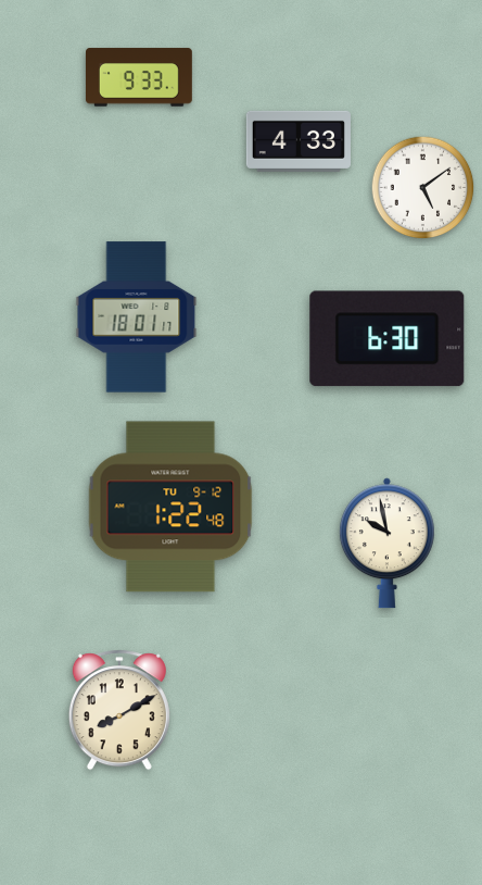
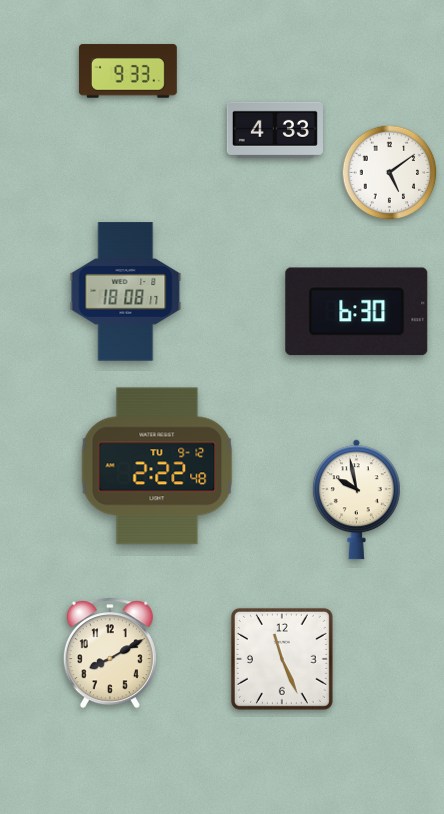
clock at (137, 317): 18:01 -> 18:08
clock at (170, 507): 1:22 -> 2:22
clock at (282, 659): none -> 11:26
